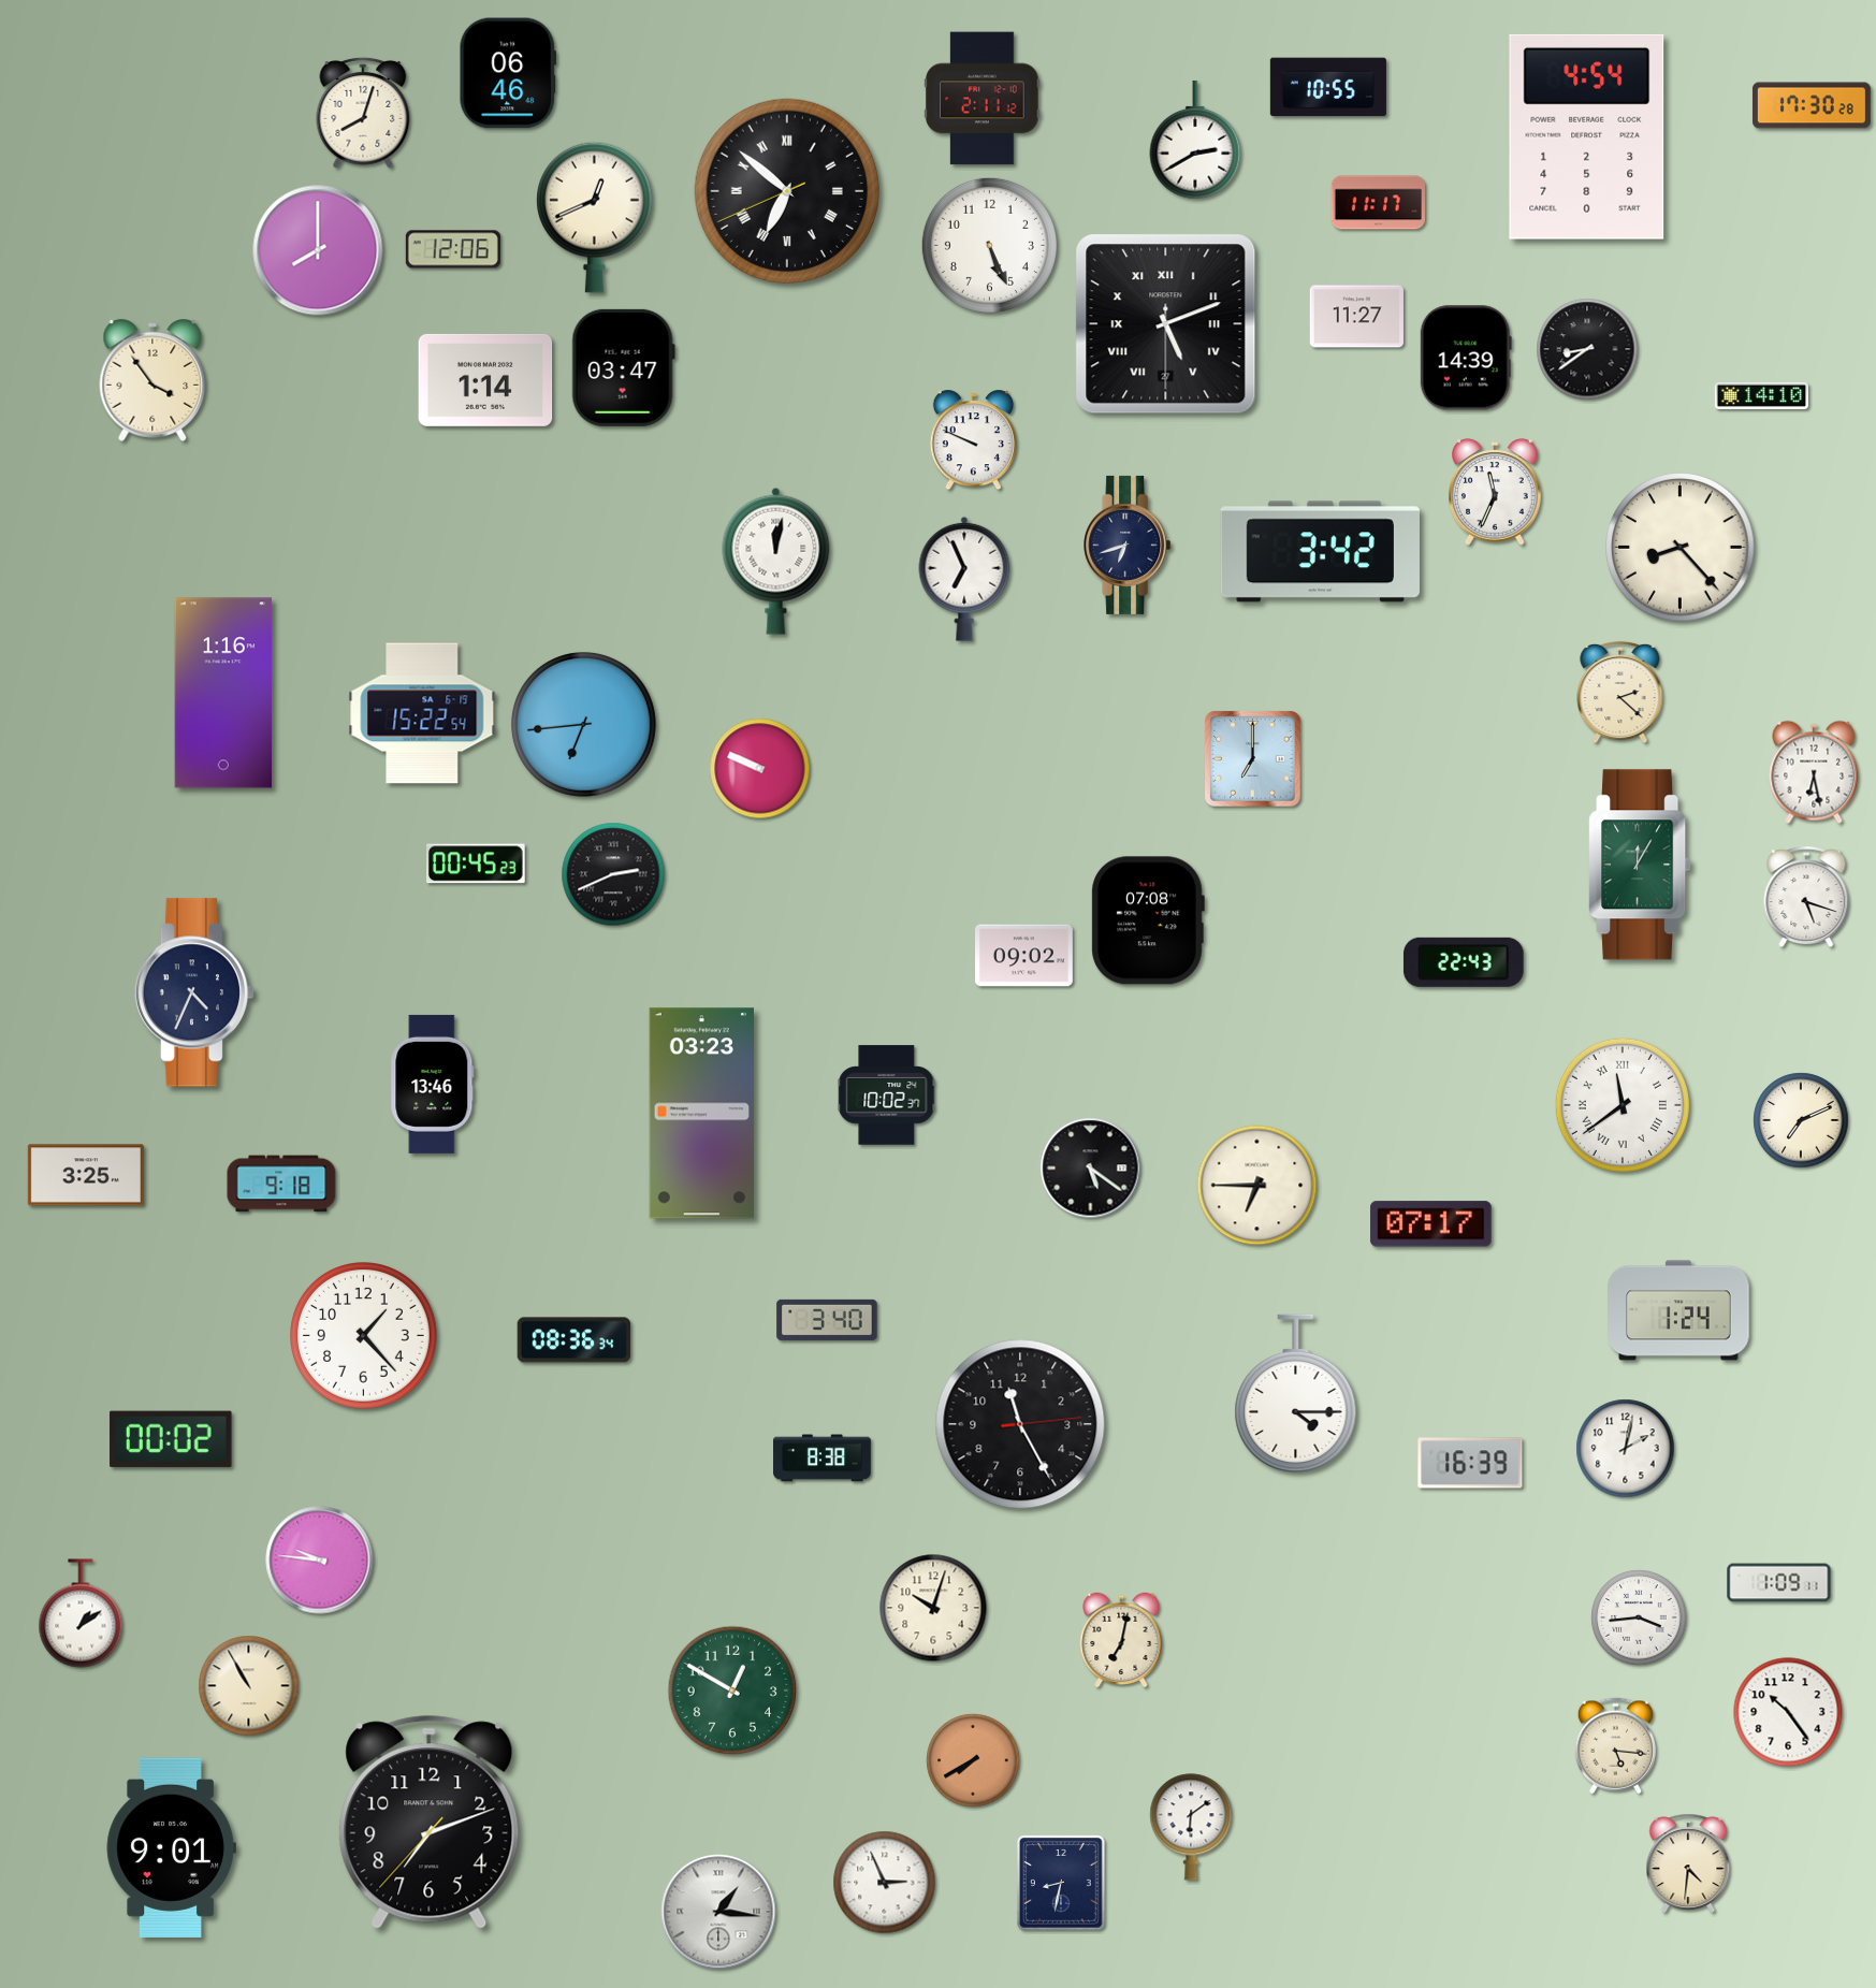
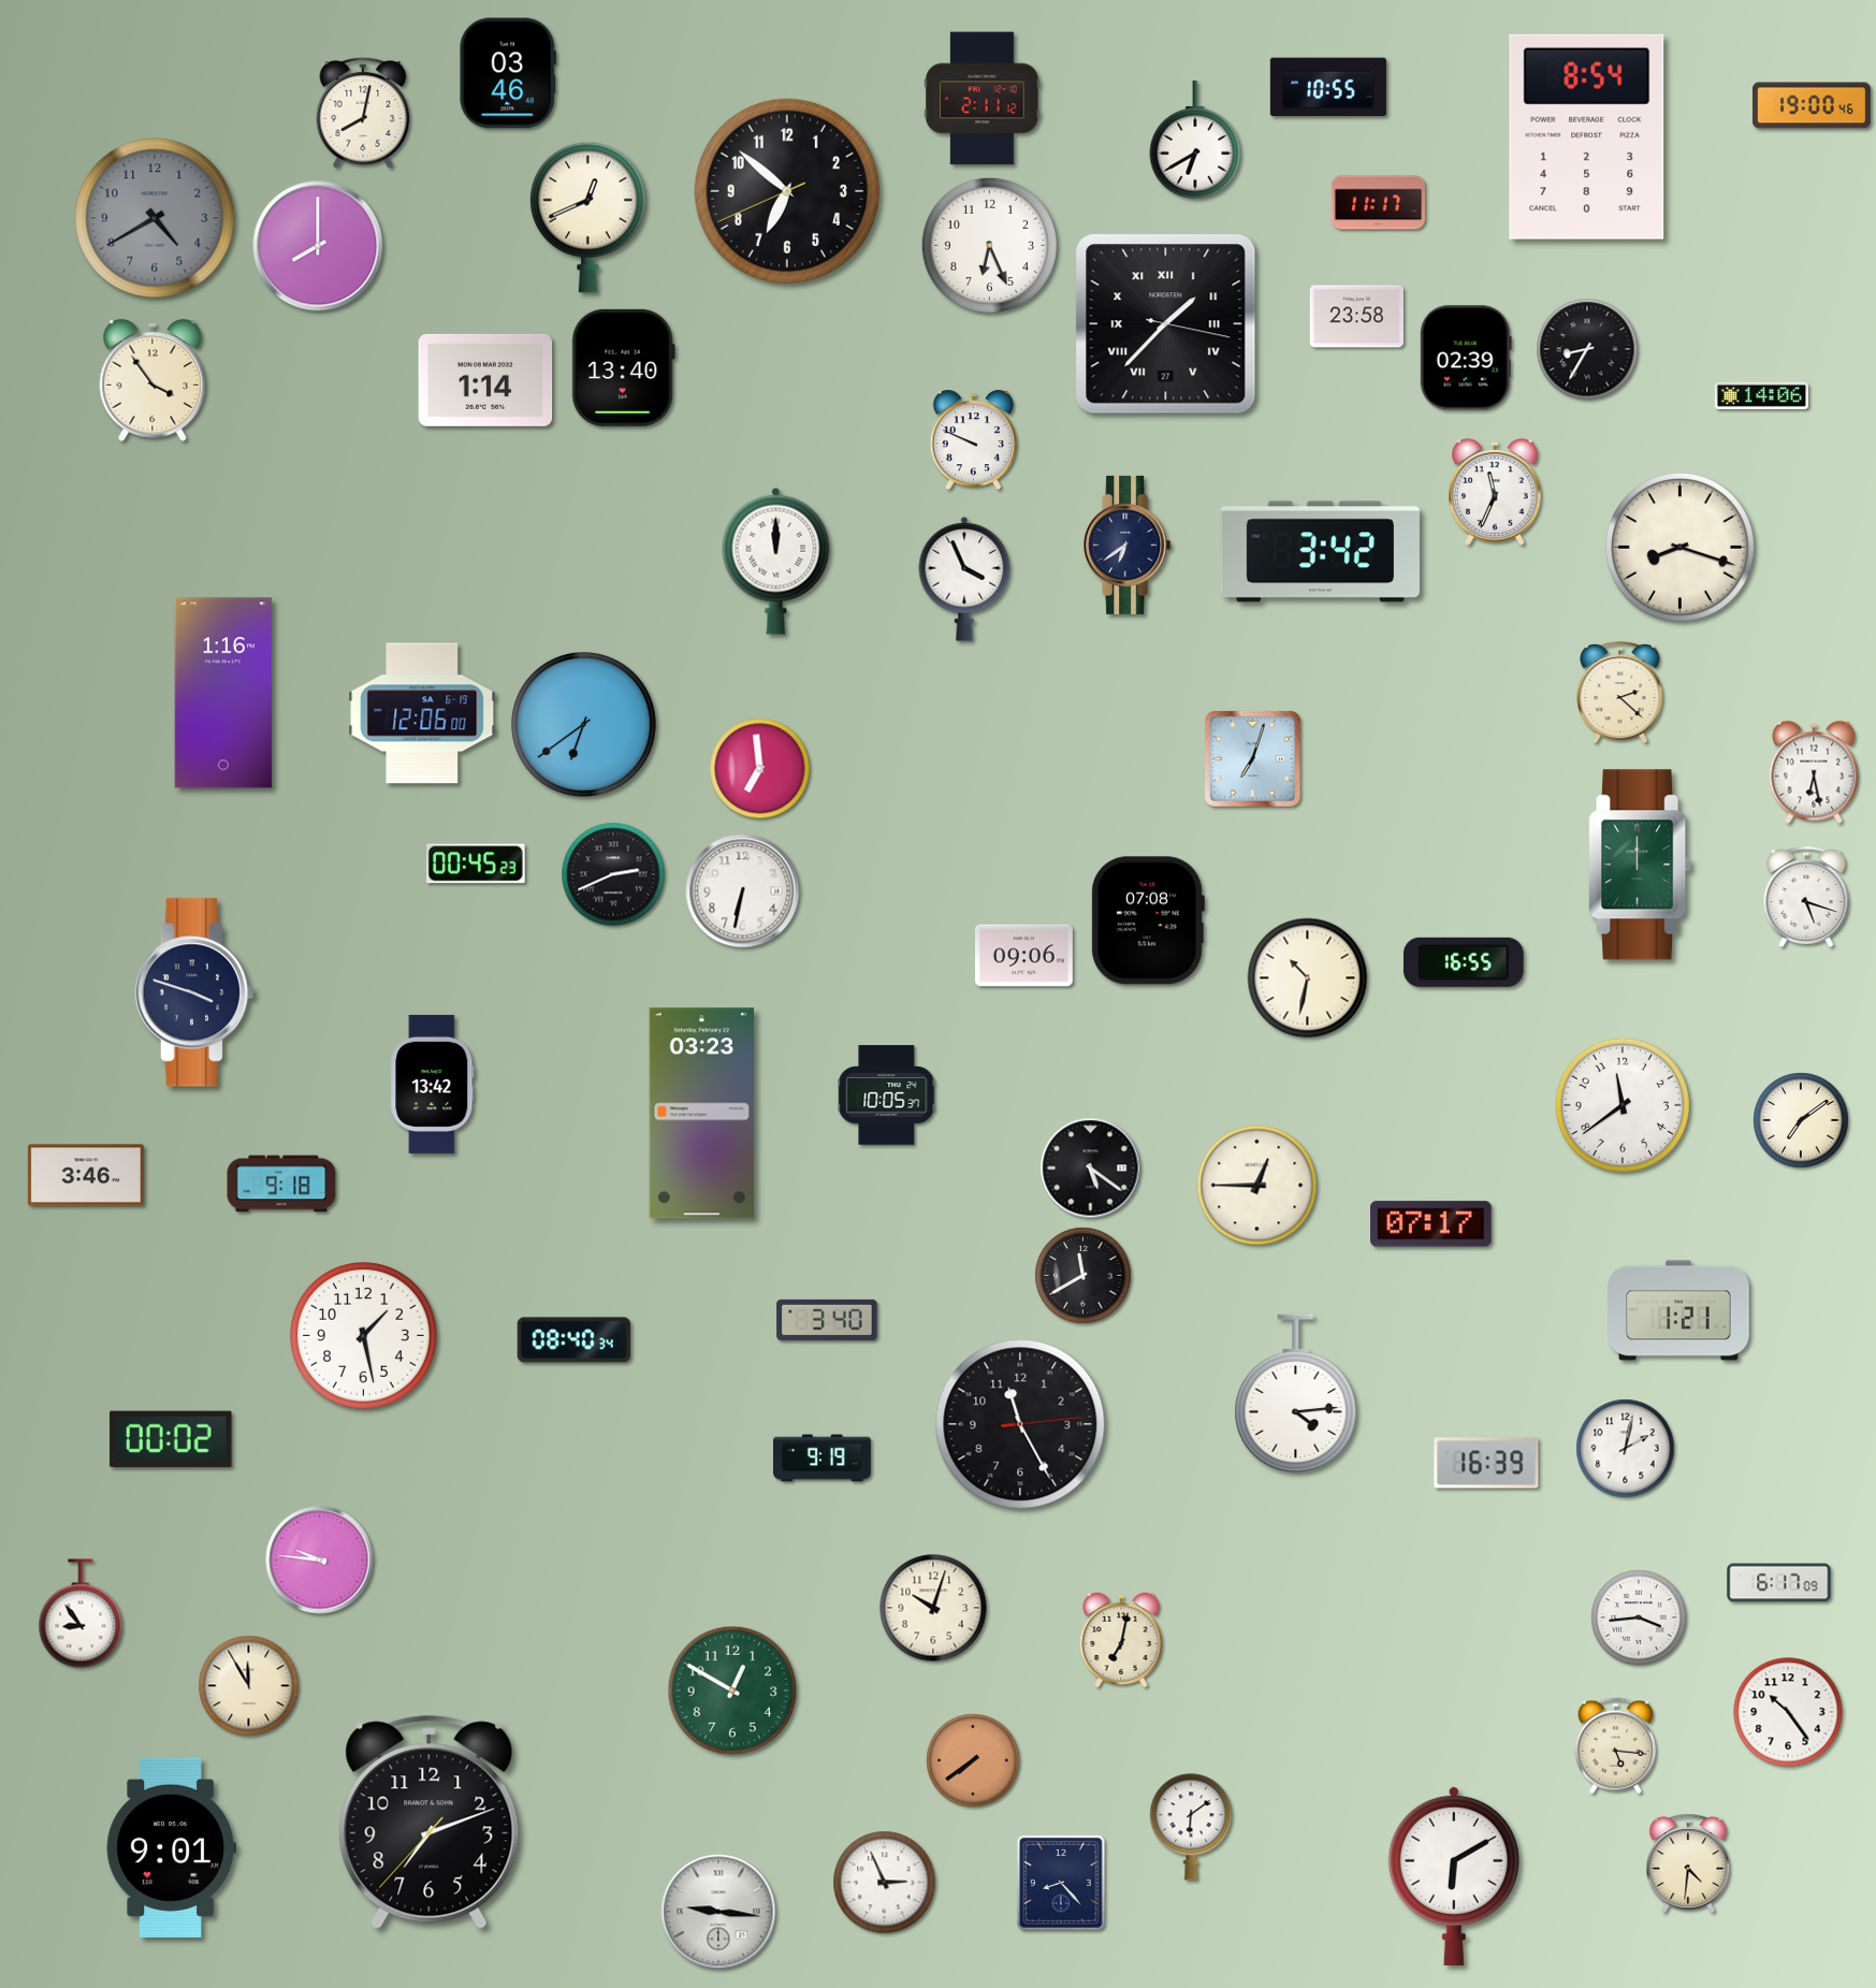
clock at (507, 73): 06:46 -> 03:46
clock at (1812, 105): 17:30 -> 19:00
clock at (363, 113): 8:03 -> 8:02
clock at (1587, 136): 4:54 -> 8:54
clock at (1195, 140): 2:40 -> 6:40
clock at (787, 191) numerals: Roman -> Arabic
clock at (595, 217) position: (595, 217) -> (588, 217)
clock at (155, 218): none -> 4:40
clock at (989, 245): 5:26 -> 6:26
clock at (453, 249): 12:06 -> none
clock at (318, 250) position: (318, 250) -> (318, 246)
clock at (1356, 317): 11:27 -> 23:58
clock at (1166, 324): 5:11 -> 1:37
clock at (1587, 349): 8:39 -> 8:35
clock at (1466, 358): 14:39 -> 02:39
clock at (623, 367): 03:47 -> 13:40
clock at (1761, 395): 14:10 -> 14:06
clock at (1128, 545): 6:42 -> 6:39
clock at (1681, 548): 8:23 -> 8:18
clock at (776, 561): 12:02 -> 12:00
clock at (964, 579): 6:56 -> 3:56
clock at (422, 713): 15:22 -> 12:06
clock at (583, 724): 6:44 -> 6:39
clock at (1253, 759): 7:00 -> 7:03
clock at (760, 769): 9:49 -> 6:59
clock at (1640, 865): 12:05 -> 12:00
clock at (743, 891): none -> 6:32
clock at (1024, 956): 09:02 -> 09:06
clock at (1464, 962): 22:43 -> 16:55
clock at (1308, 978): none -> 10:32
clock at (194, 992): 4:34 -> 3:48
clock at (433, 1084): 13:46 -> 13:42
clock at (887, 1095): 10:02 -> 10:05
clock at (1623, 1105) numerals: Roman -> Arabic
clock at (1801, 1120): 7:11 -> 7:09
clock at (86, 1175): 3:25 -> 3:46
clock at (1257, 1186): 6:45 -> 12:45
clock at (1084, 1276): none -> 11:40
clock at (1678, 1310): 1:24 -> 1:21
clock at (364, 1336): 1:23 -> 1:28
clock at (575, 1340): 08:36 -> 08:40
clock at (1296, 1394): 4:15 -> 4:14
clock at (823, 1459): 8:38 -> 9:19
clock at (1470, 1463) position: (1470, 1463) -> (1486, 1463)
clock at (1779, 1583): 1:09 -> 6:17
clock at (81, 1613): 1:09 -> 8:54
clock at (249, 1686): 10:55 -> 11:55
clock at (973, 1760): 7:40 -> 7:39
clock at (1454, 1875): none -> 6:10
clock at (1061, 1883): 8:32 -> 8:23
clock at (718, 1912): 1:16 -> 9:16
